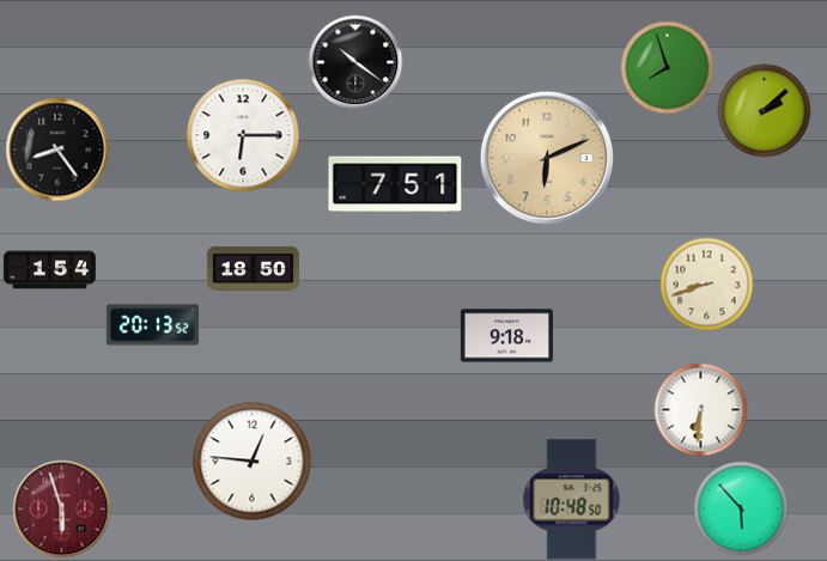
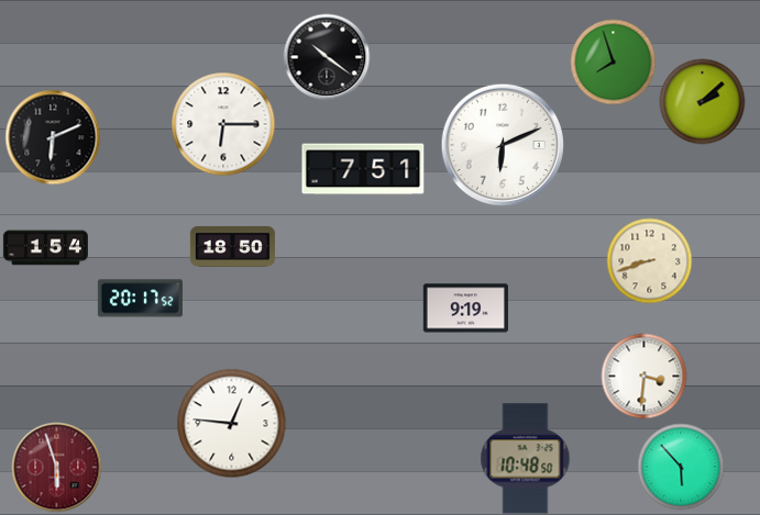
clock at (57, 150): 8:24 -> 6:11
clock at (546, 157) dial: champagne -> white
clock at (152, 325): 20:13 -> 20:17
clock at (506, 336): 9:18 -> 9:19
clock at (700, 409): 6:31 -> 3:31
